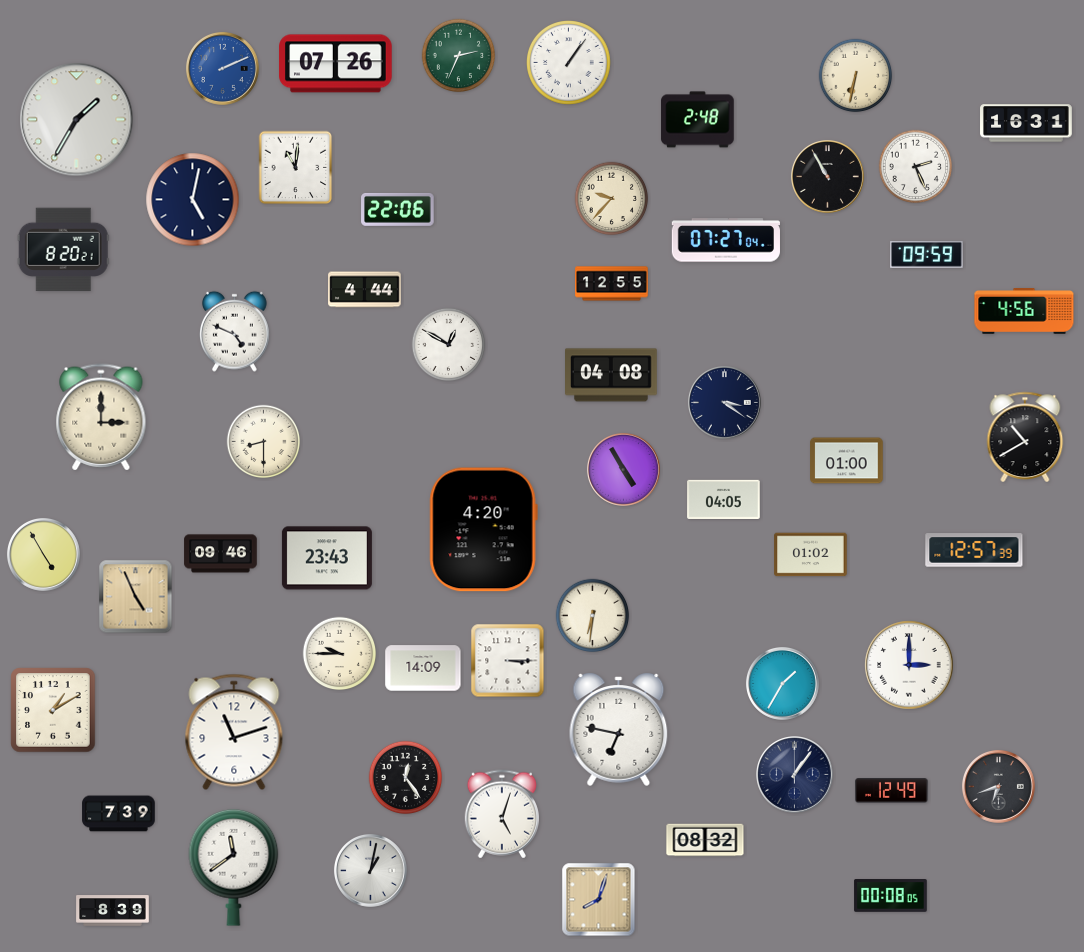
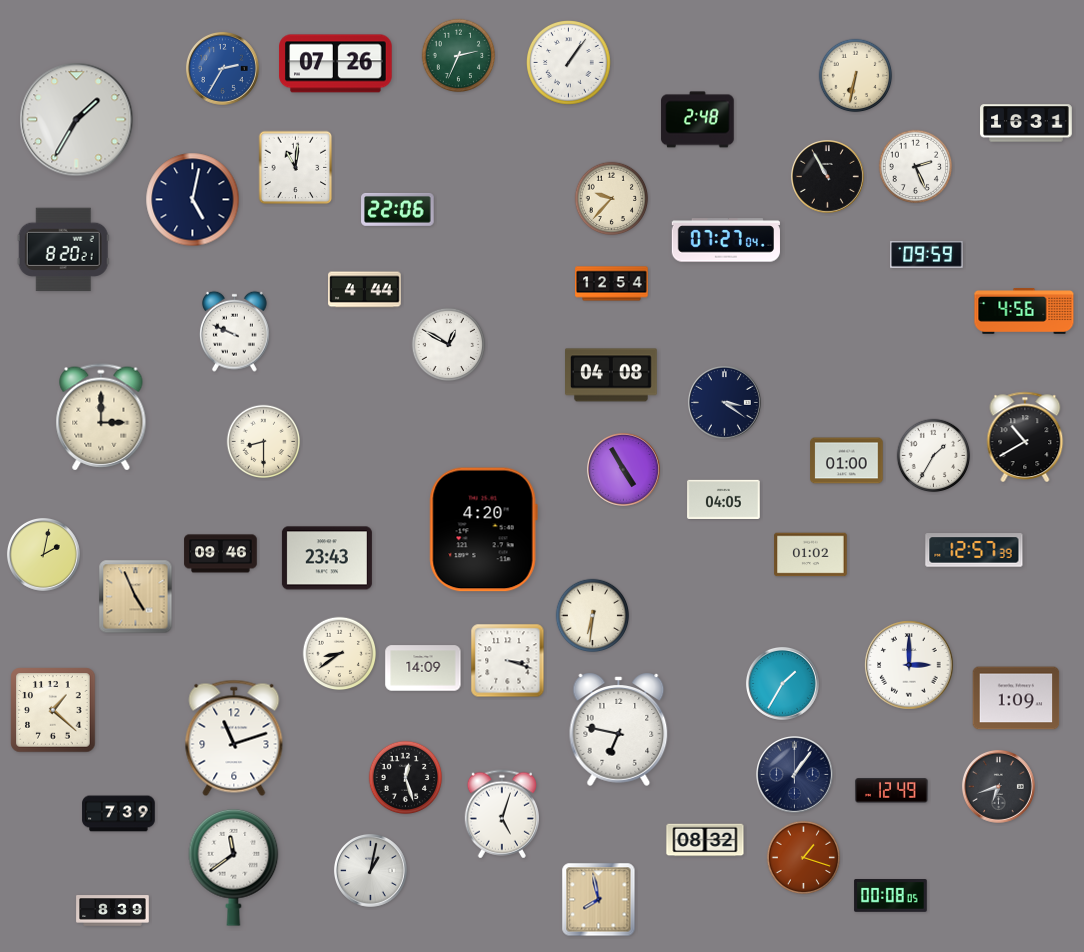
clock at (222, 68): 2:11 -> 2:35
clock at (612, 284): 12:55 -> 12:54
clock at (235, 331): 4:49 -> 9:49
clock at (934, 456): none -> 1:35
clock at (43, 554): 4:55 -> 2:02
clock at (340, 654): 9:45 -> 8:39
clock at (508, 661): 3:15 -> 3:18
clock at (1016, 698): none -> 1:09
clock at (53, 710): 1:10 -> 1:22
clock at (234, 732) position: (234, 732) -> (234, 738)
clock at (406, 778): 12:24 -> 12:27
clock at (804, 858): none -> 1:18
clock at (599, 900): 8:03 -> 7:58
